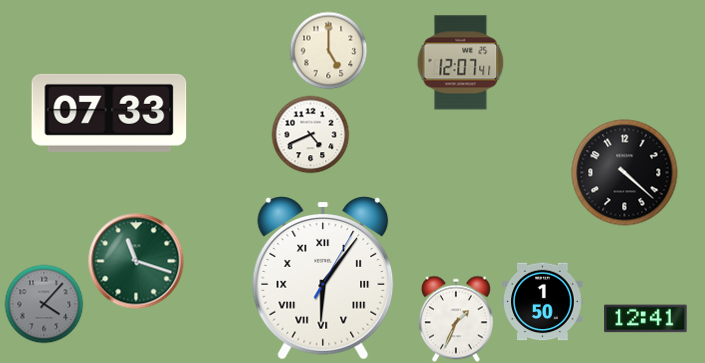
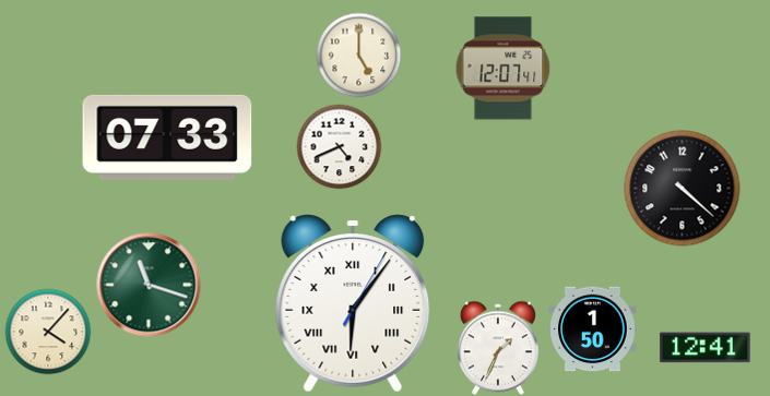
clock at (109, 113) position: (109, 113) -> (167, 137)
clock at (44, 304) dial: grey -> cream
